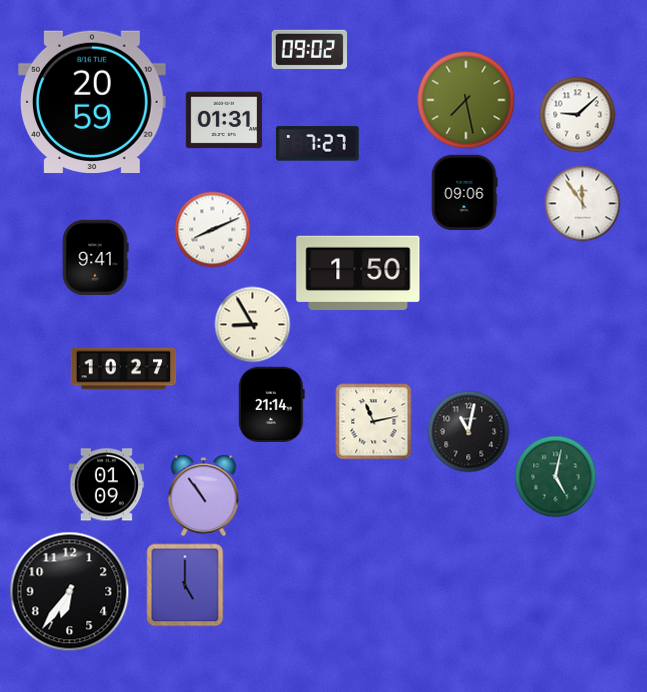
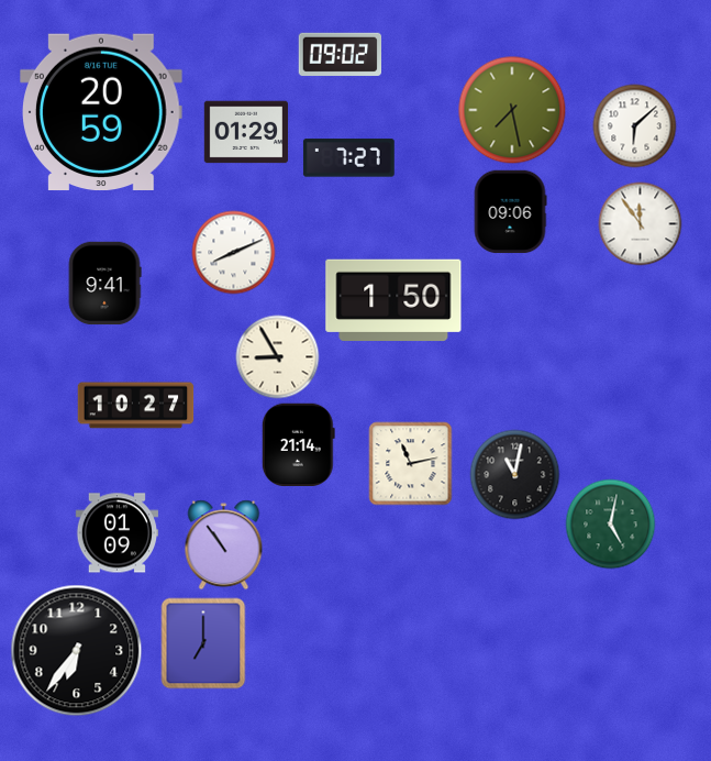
clock at (578, 115): 9:08 -> 6:08
clock at (223, 120): 01:31 -> 01:29
clock at (185, 585): 5:00 -> 7:00
